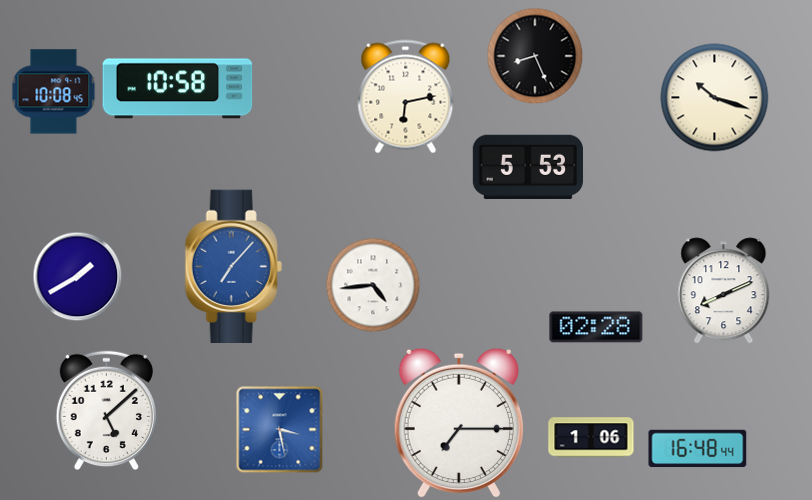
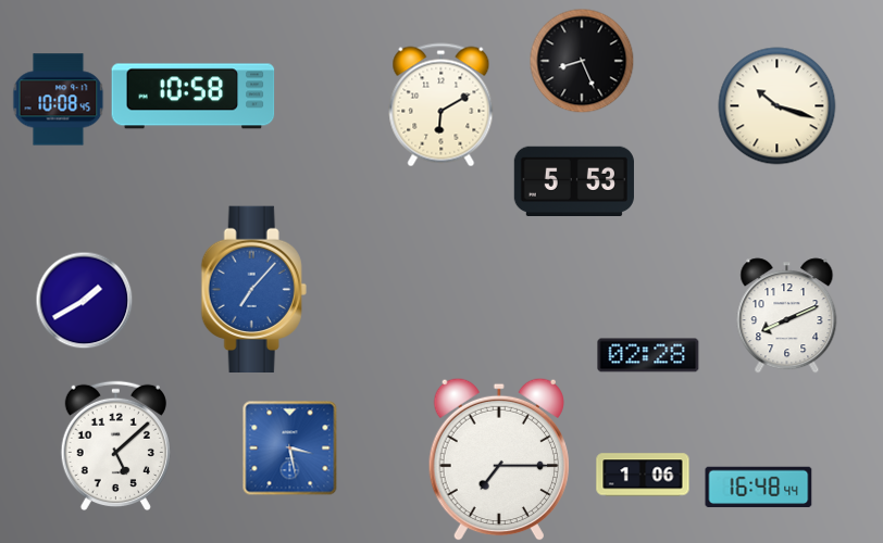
clock at (406, 97): 6:13 -> 6:10
clock at (373, 285): 4:44 -> none
clock at (279, 429) position: (279, 429) -> (289, 447)
